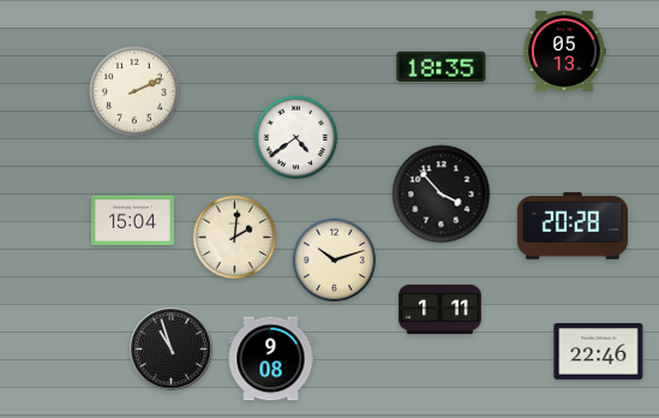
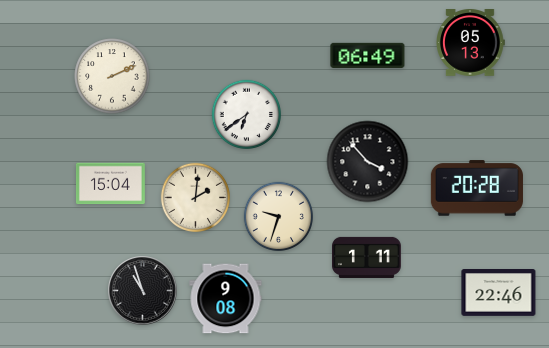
clock at (442, 66): 18:35 -> 06:49
clock at (296, 138): 4:39 -> 6:39
clock at (335, 261): 10:12 -> 9:33
